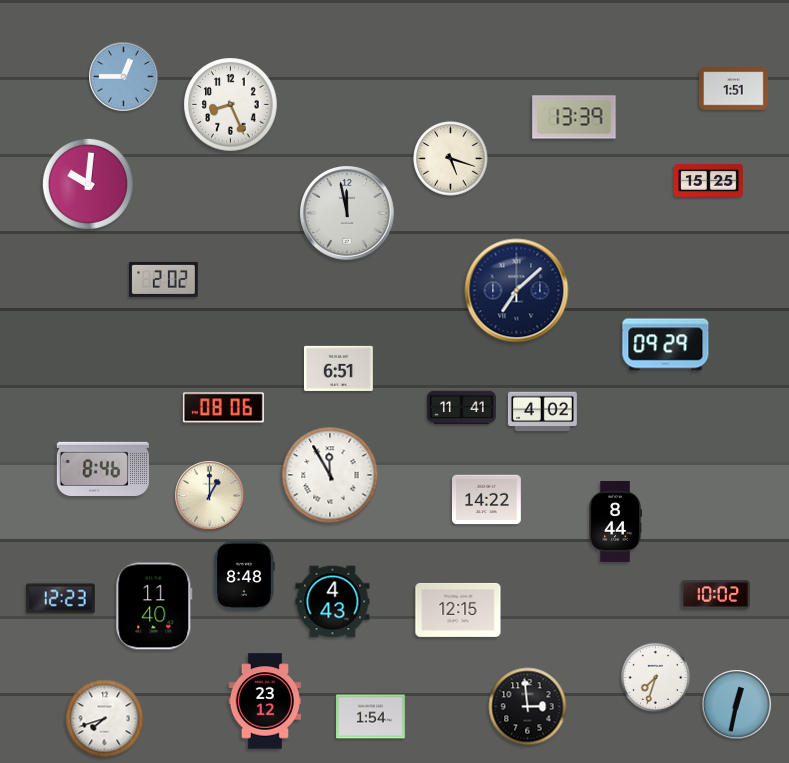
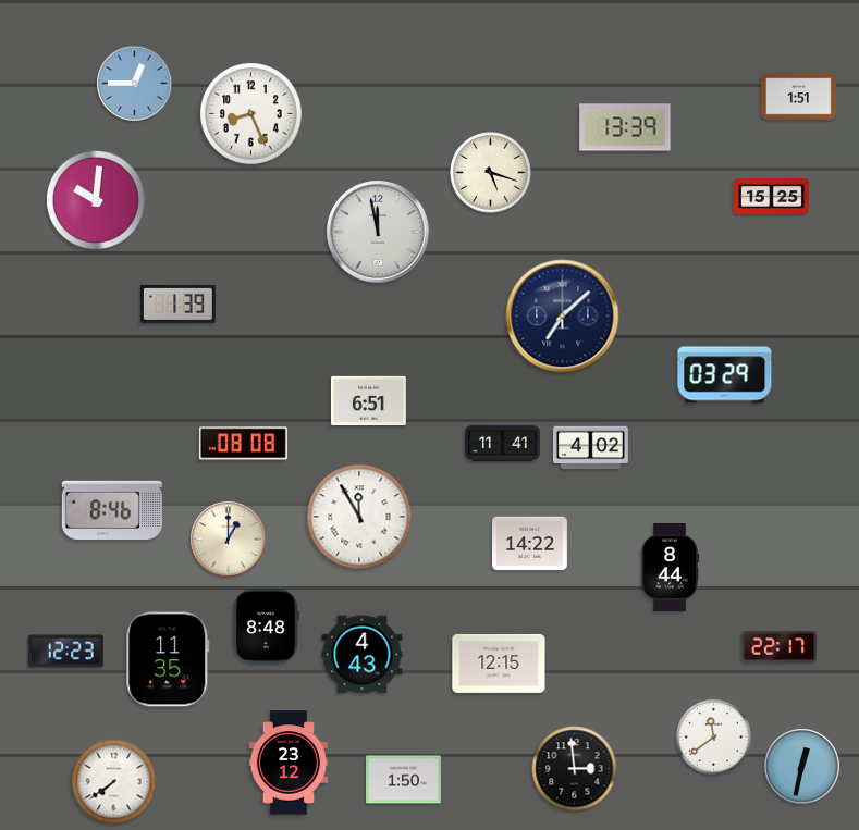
clock at (164, 279): 2:02 -> 1:39
clock at (666, 345): 09:29 -> 03:29
clock at (223, 408): 08:06 -> 08:08
clock at (716, 595): 10:02 -> 22:17
clock at (154, 606): 11:40 -> 11:35
clock at (655, 677): 7:33 -> 11:39
clock at (371, 717): 1:54 -> 1:50
clock at (105, 719): 7:42 -> 7:39
